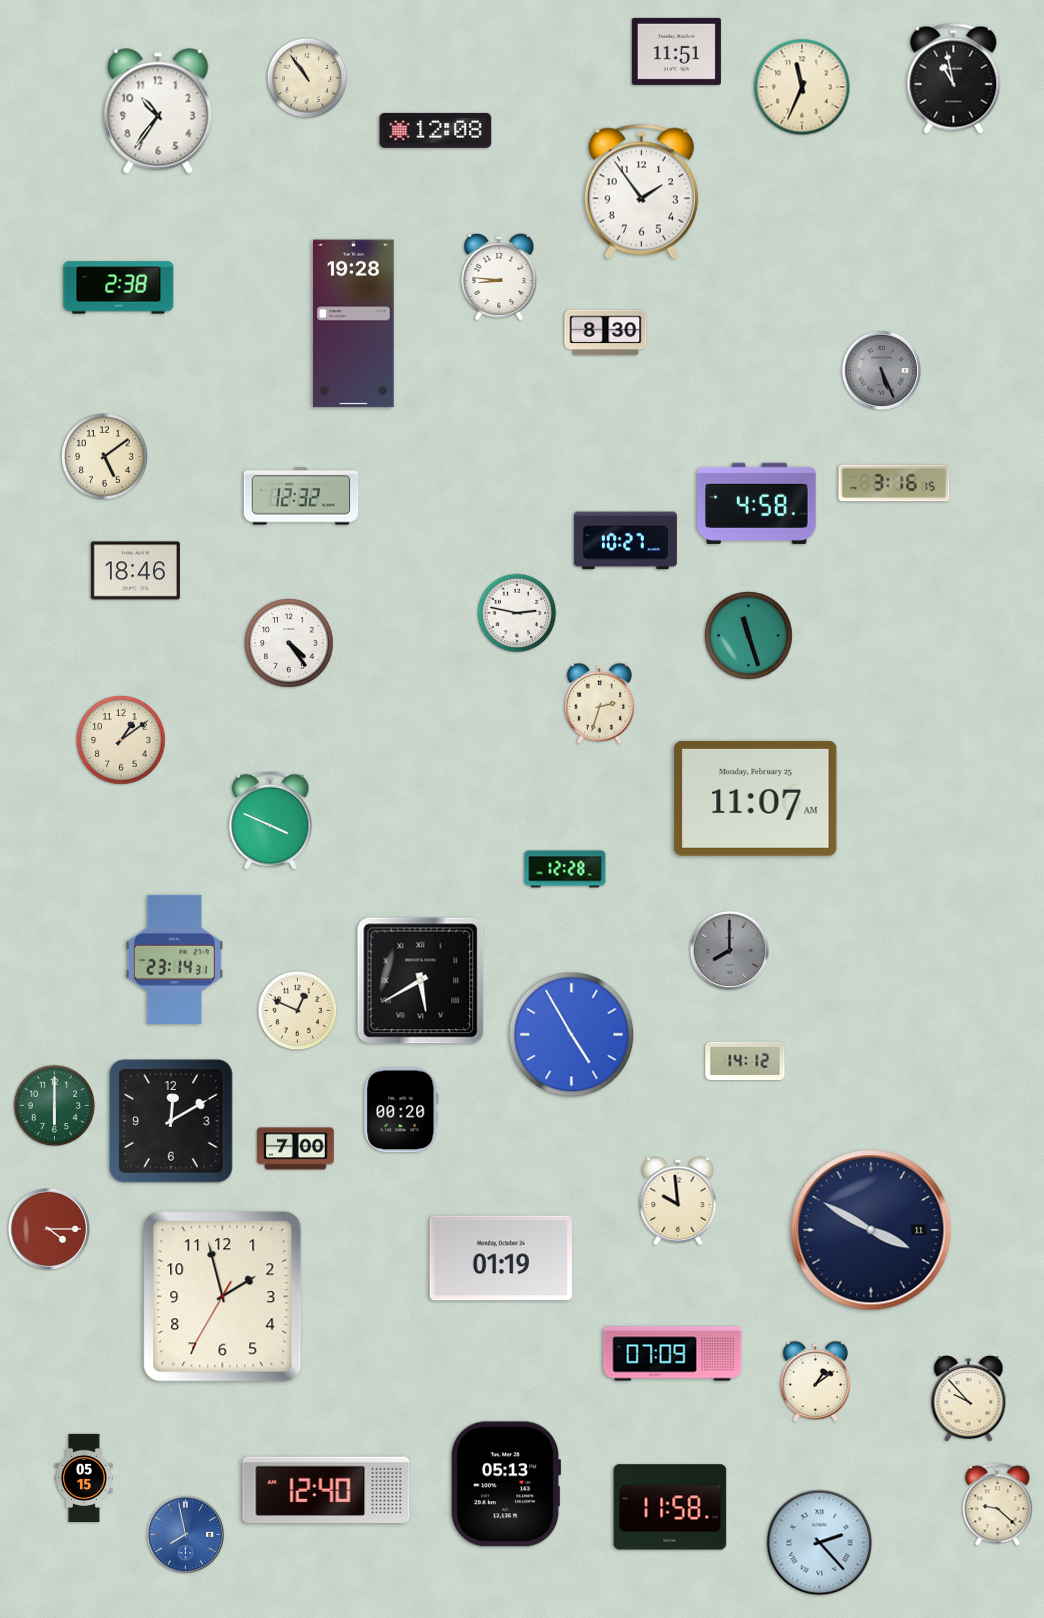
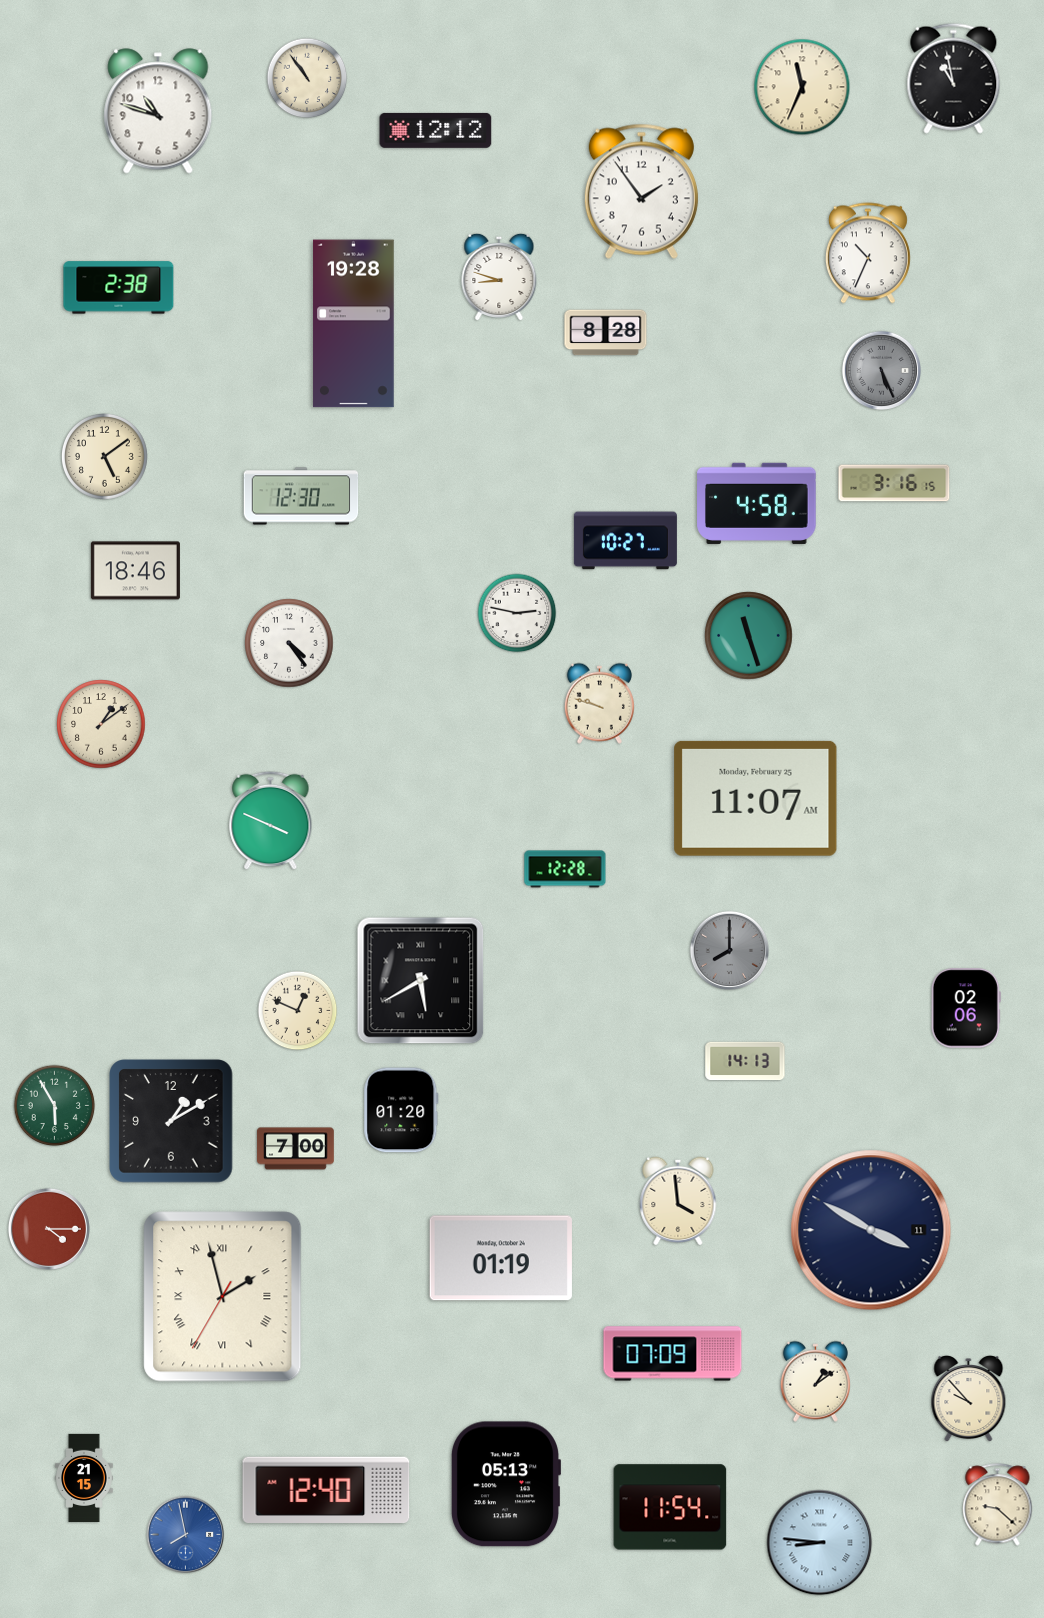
clock at (676, 51): 11:51 -> none
clock at (158, 111): 10:36 -> 10:48
clock at (436, 130): 12:08 -> 12:12
clock at (868, 253): none -> 10:34
clock at (499, 277): 8:46 -> 8:48
clock at (606, 333): 8:30 -> 8:28
clock at (301, 496): 12:32 -> 12:30
clock at (599, 703): 2:33 -> 9:48
clock at (121, 740) position: (121, 740) -> (101, 724)
clock at (174, 959): 23:14 -> none
clock at (966, 1008): none -> 02:06
clock at (572, 1035): 4:55 -> none
clock at (745, 1061): 14:12 -> 14:13
clock at (55, 1106): 6:00 -> 5:55
clock at (401, 1110): 00:20 -> 01:20
clock at (171, 1121): 12:10 -> 1:10
clock at (678, 1201): 9:59 -> 3:59
clock at (223, 1297) numerals: Arabic -> Roman
clock at (84, 1477): 05:15 -> 21:15
clock at (670, 1507): 11:58 -> 11:54
clock at (820, 1543): 2:23 -> 8:46
